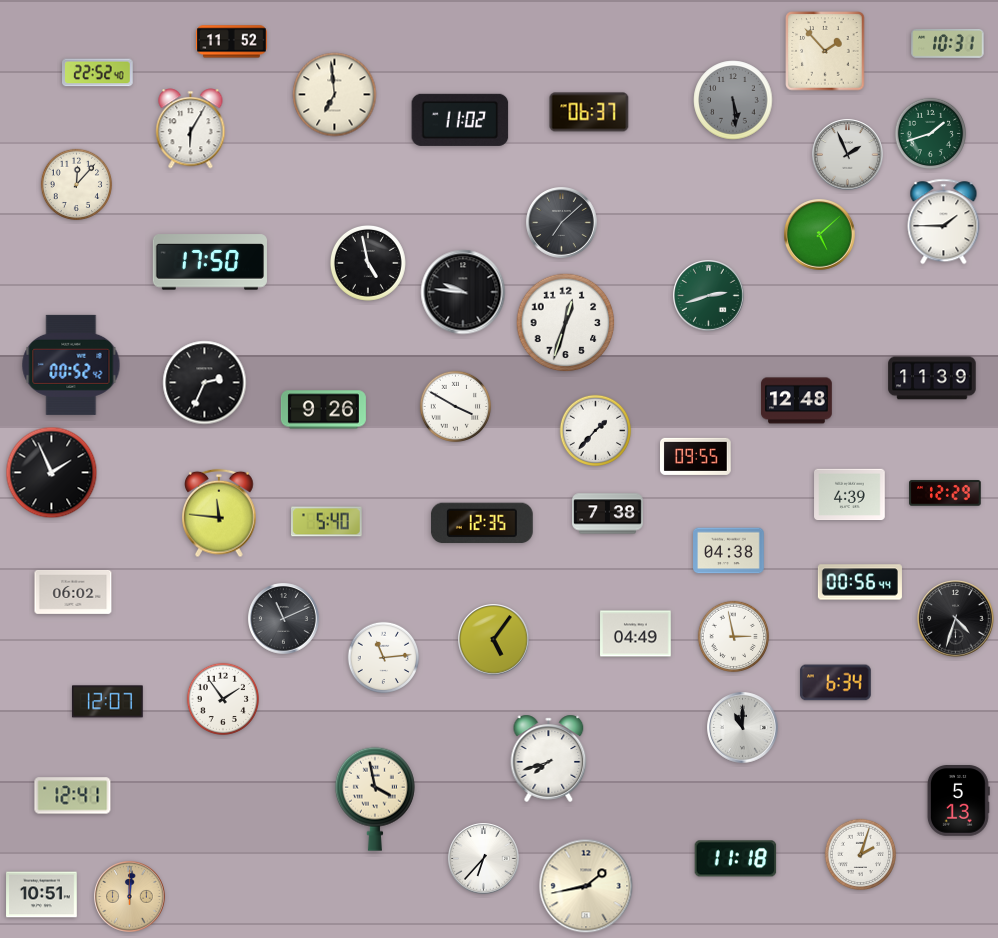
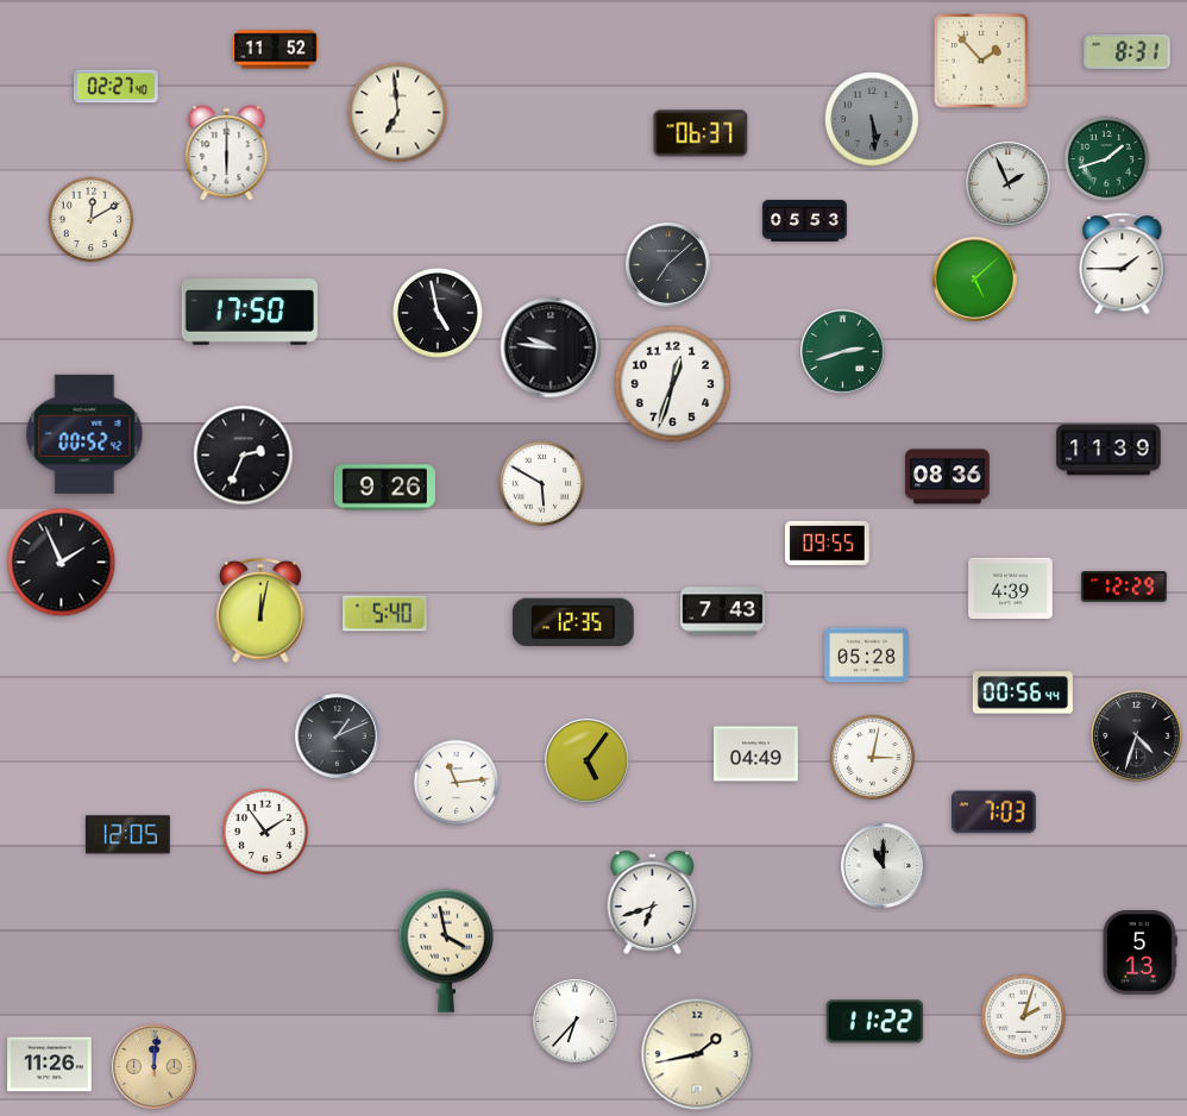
clock at (948, 44): 10:31 -> 8:31
clock at (98, 73): 22:52 -> 02:27
clock at (460, 120): 11:02 -> none
clock at (191, 129): 6:05 -> 6:00
clock at (77, 185): 12:07 -> 12:10
clock at (805, 221): none -> 05:53
clock at (797, 401): 12:48 -> 08:36
clock at (456, 407): 3:50 -> 5:50
clock at (596, 431): 1:37 -> none
clock at (219, 513): 11:46 -> 12:02
clock at (608, 514): 7:38 -> 7:43
clock at (327, 522) position: (327, 522) -> (385, 614)
clock at (729, 551): 04:38 -> 05:28
clock at (73, 592): 06:02 -> none
clock at (284, 619): 11:11 -> 1:11
clock at (734, 637): 2:58 -> 3:02
clock at (836, 683): 6:34 -> 7:03
clock at (108, 702): 12:07 -> 12:05
clock at (549, 758): 7:42 -> 6:42
clock at (73, 796): 12:41 -> none
clock at (736, 859): 11:18 -> 11:22
clock at (42, 895): 10:51 -> 11:26
